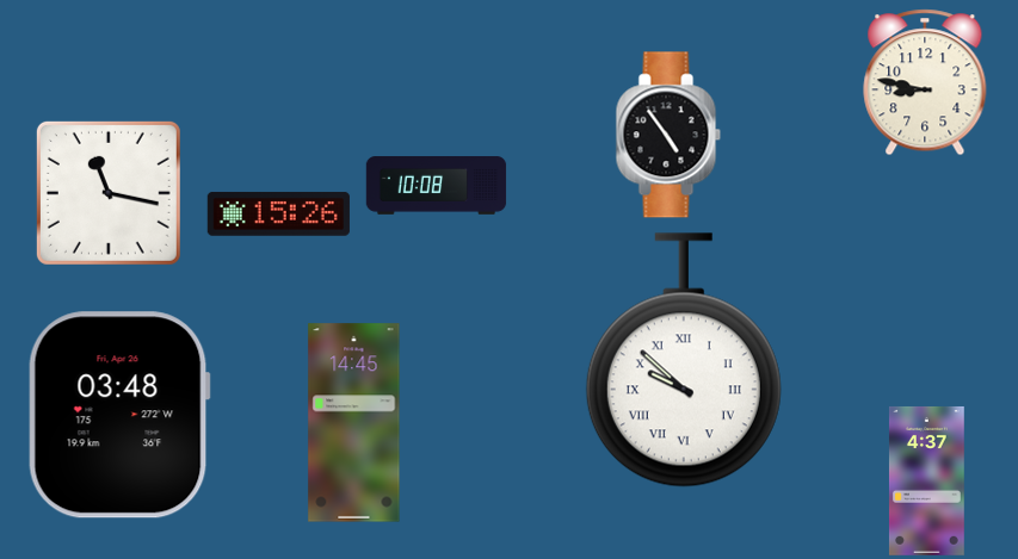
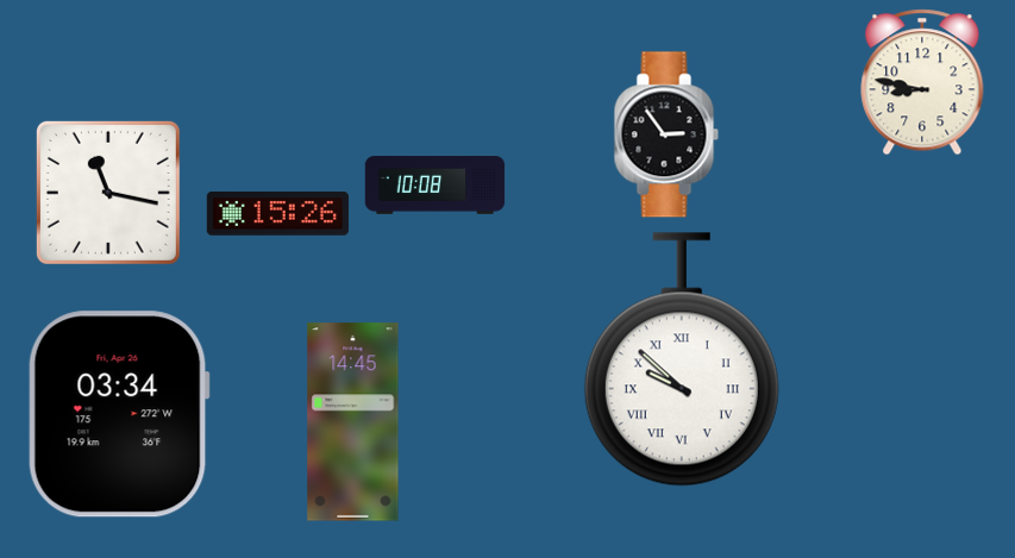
clock at (668, 135): 4:54 -> 2:54
clock at (119, 415): 03:48 -> 03:34
clock at (926, 480): 4:37 -> none
